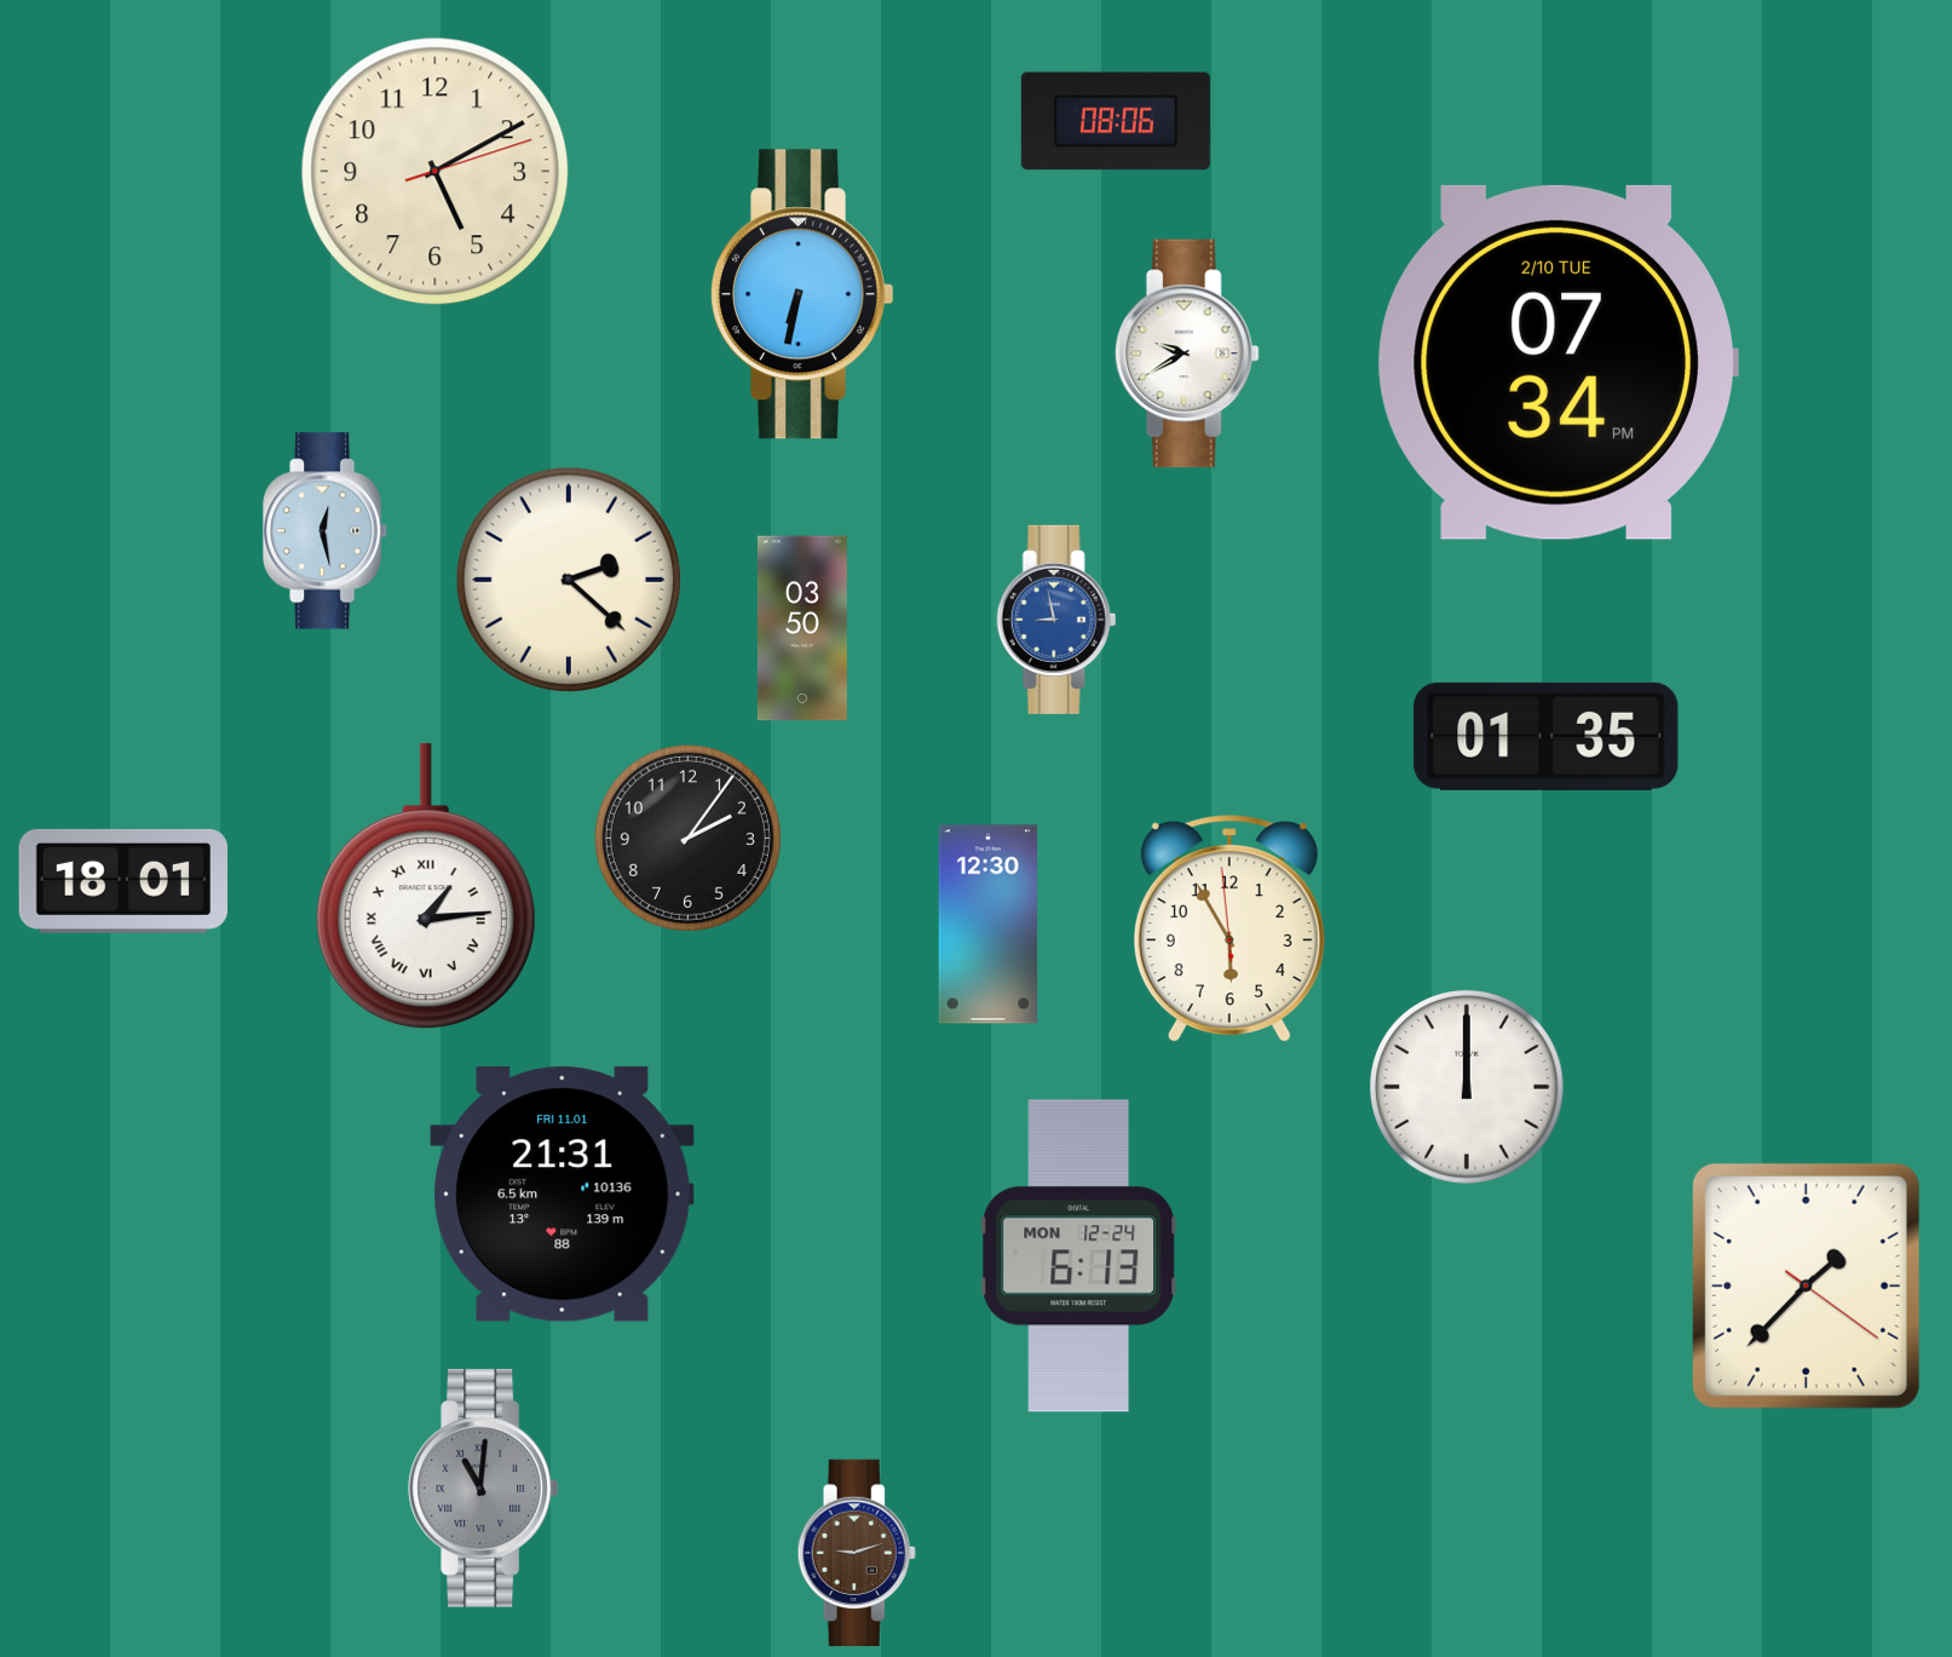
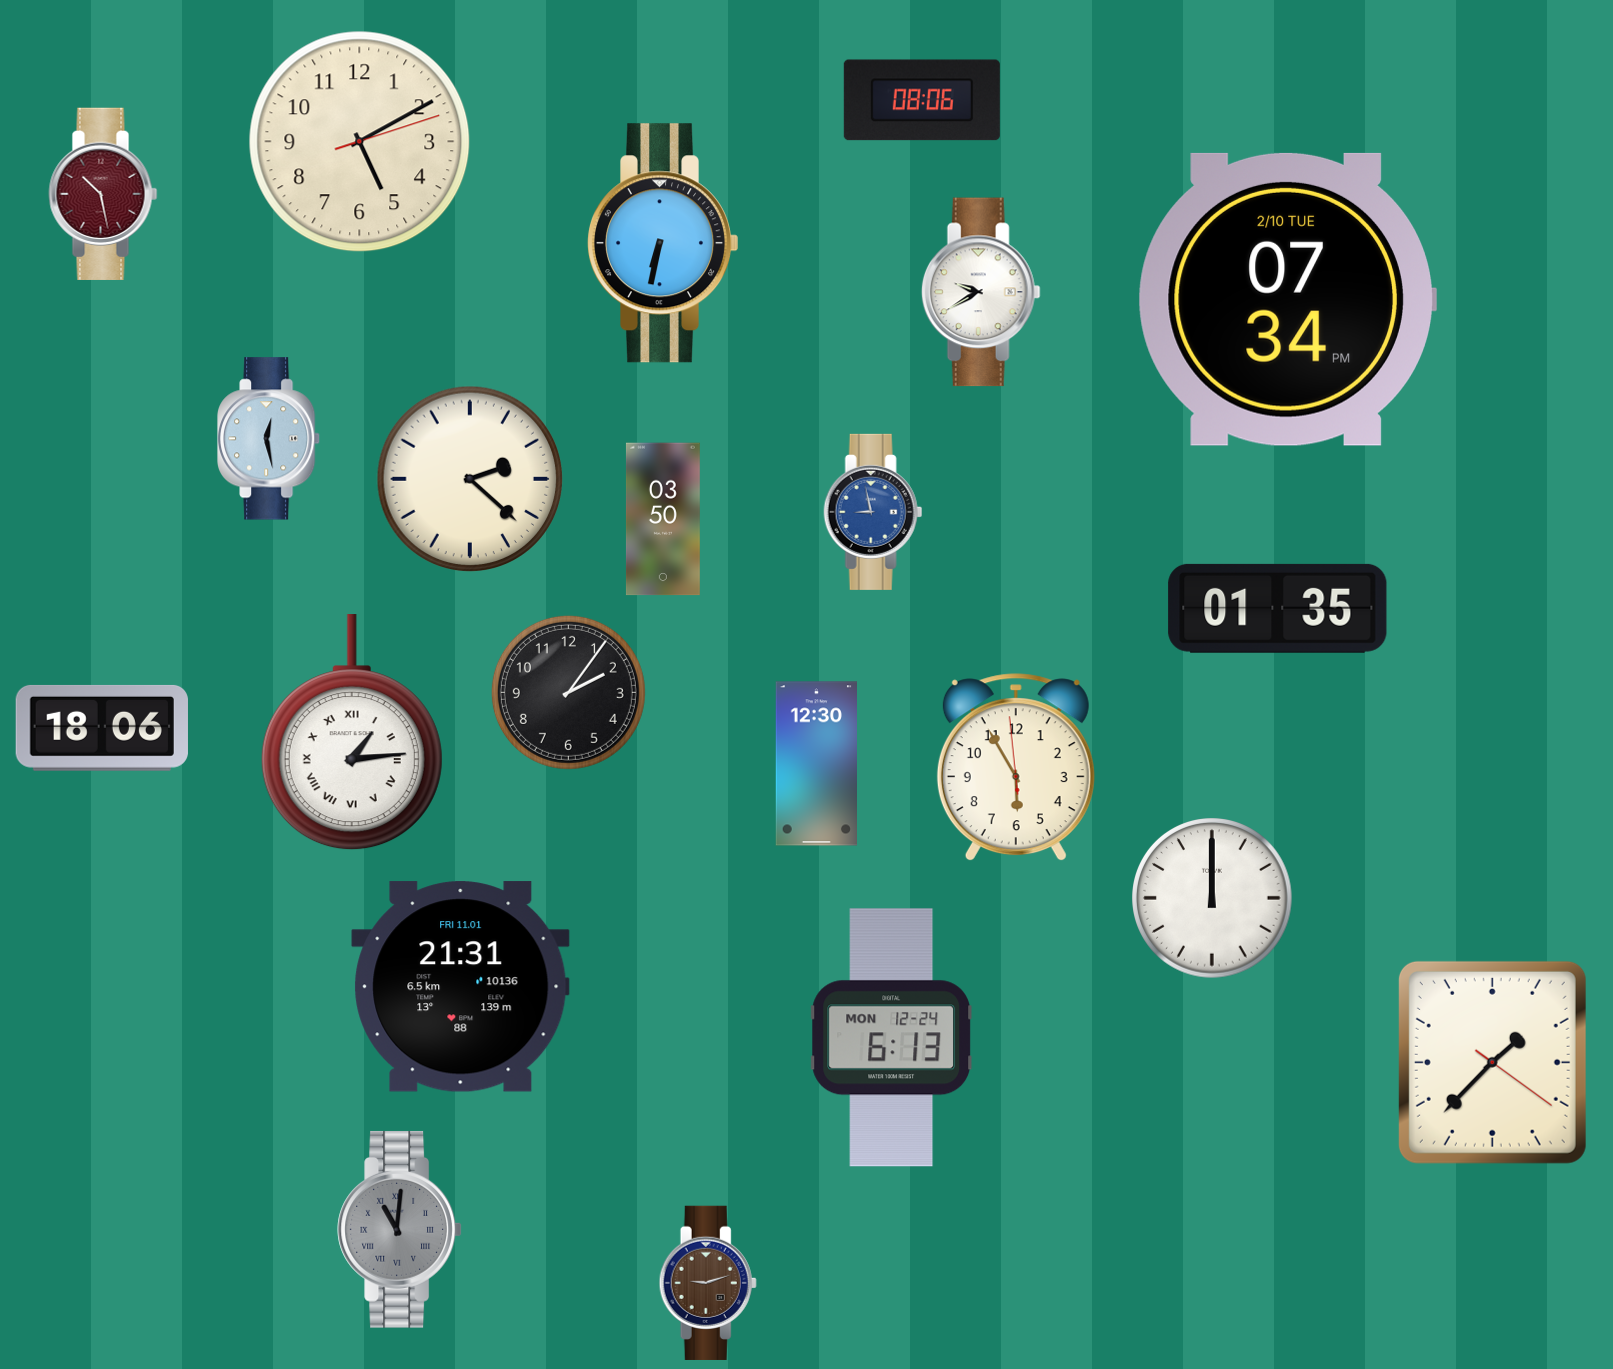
clock at (103, 194): none -> 10:28
clock at (123, 881): 18:01 -> 18:06
clock at (563, 1195) position: (563, 1195) -> (461, 987)
